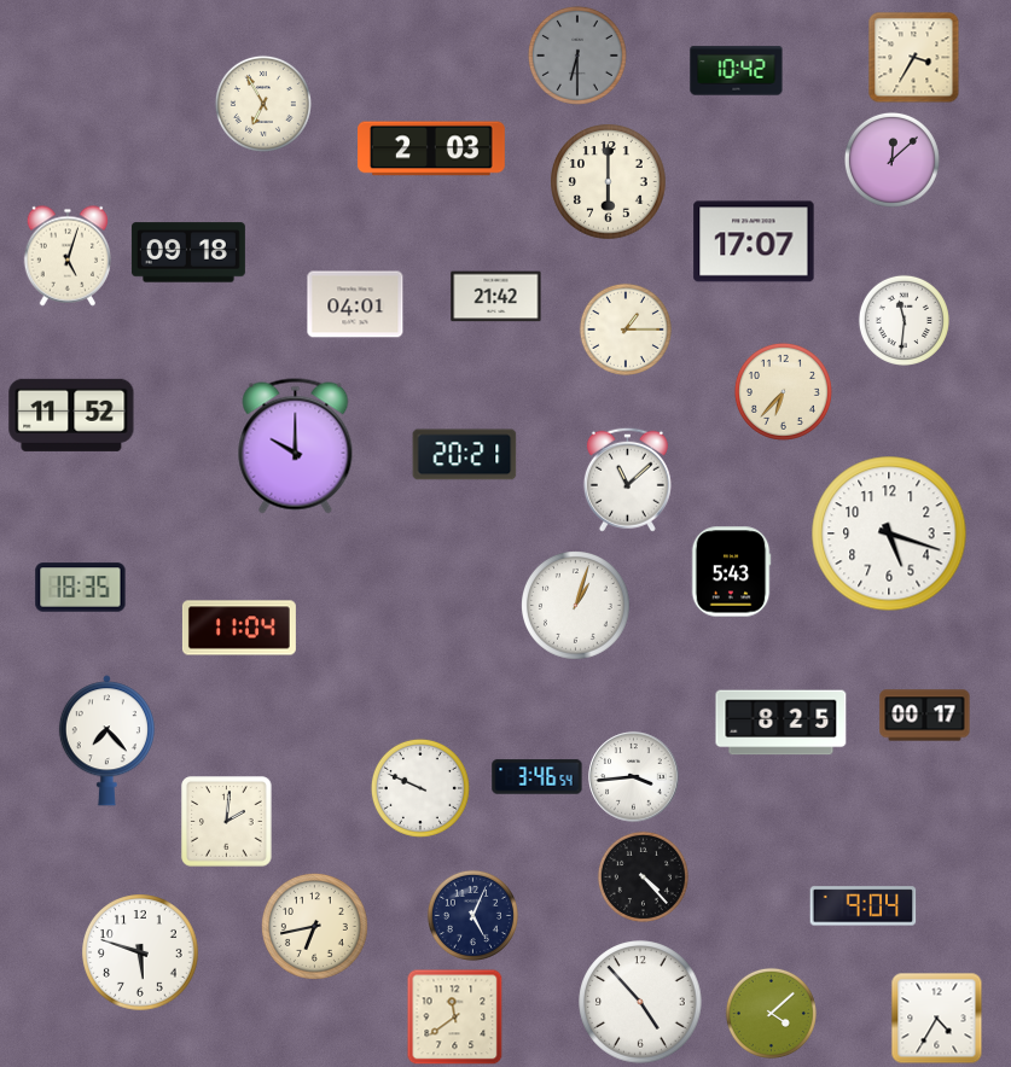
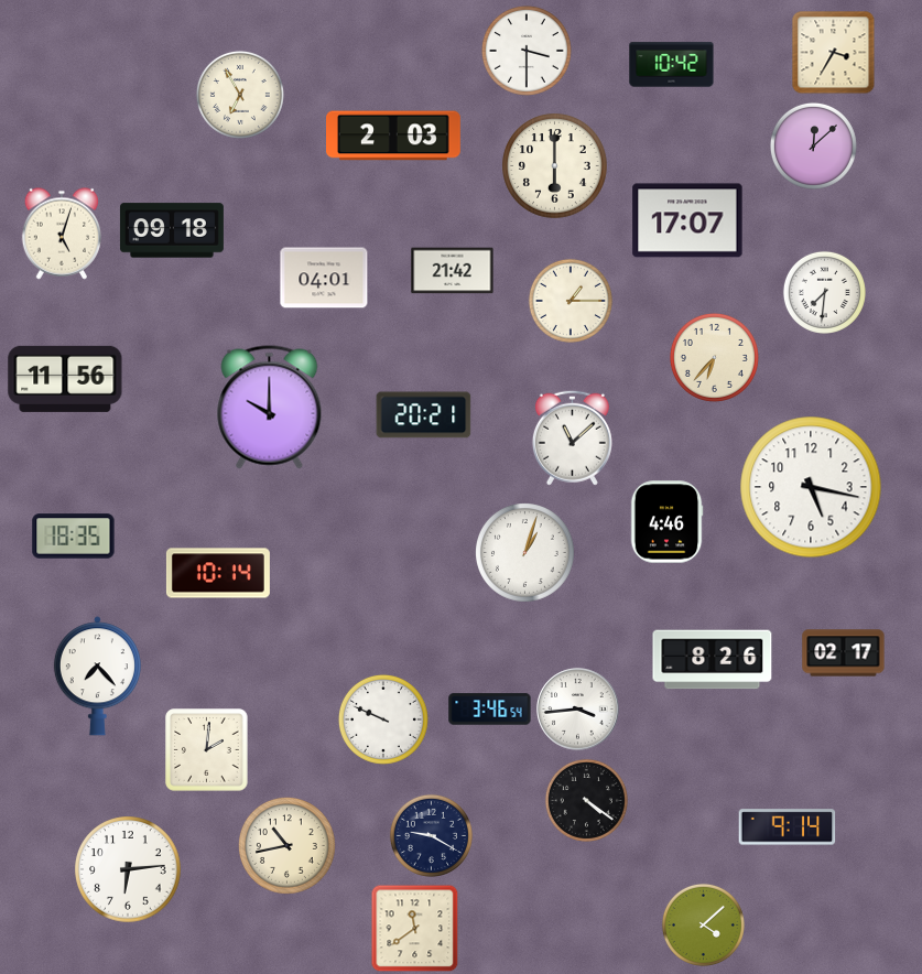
clock at (577, 56): 6:30 -> 3:30
clock at (577, 56) dial: grey -> white
clock at (903, 320): 11:31 -> 7:31
clock at (71, 415): 11:52 -> 11:56
clock at (889, 533): 5:18 -> 5:17
clock at (731, 572): 5:43 -> 4:46
clock at (239, 628): 11:04 -> 10:14
clock at (925, 716): 00:17 -> 02:17
clock at (782, 723): 8:25 -> 8:26
clock at (643, 876): 4:23 -> 4:21
clock at (864, 906): 9:04 -> 9:14
clock at (472, 915): 5:04 -> 9:20
clock at (315, 927): 6:43 -> 10:43
clock at (140, 952): 5:48 -> 6:14
clock at (640, 1002): 4:53 -> none
clock at (937, 1019): 4:35 -> none
